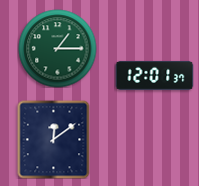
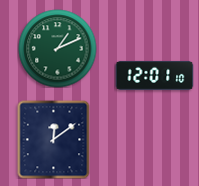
clock at (57, 48): 1:15 -> 1:11
clock at (154, 75): 12:01:37 -> 12:01:10
